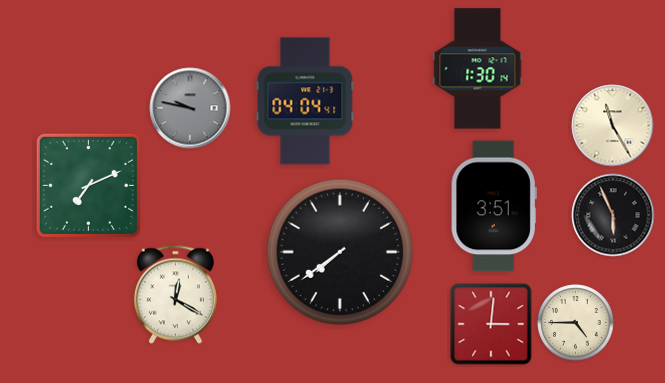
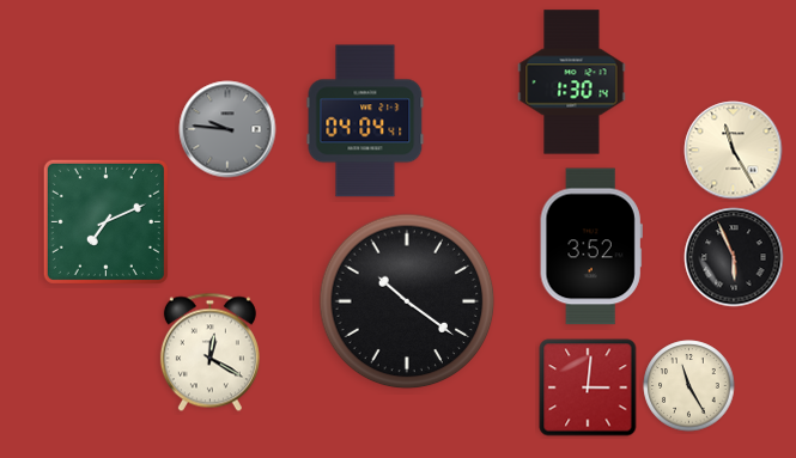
clock at (190, 108): 9:47 -> 9:46
clock at (494, 206): 3:51 -> 3:52
clock at (340, 252): 7:39 -> 10:21
clock at (576, 323): 4:45 -> 11:25
